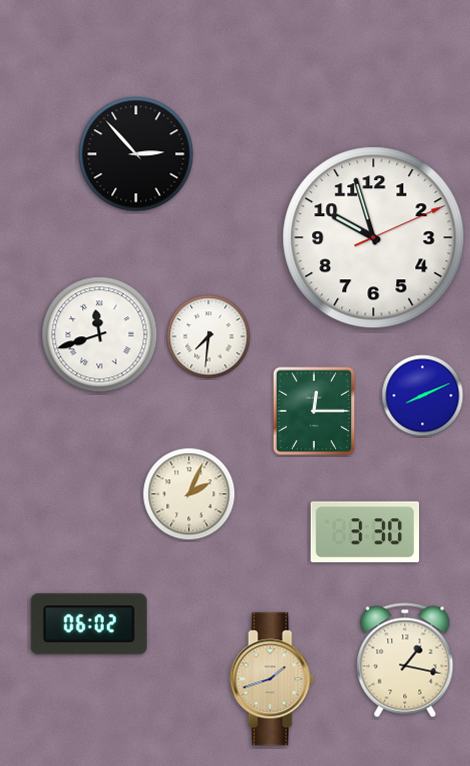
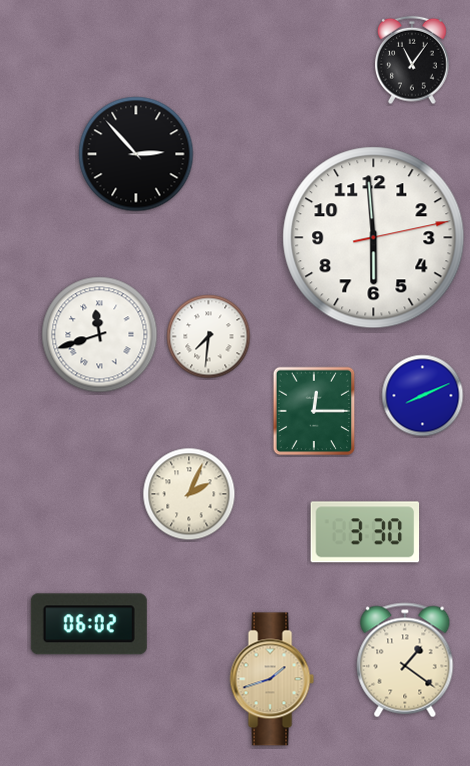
clock at (413, 60): none -> 11:06
clock at (374, 238): 9:57 -> 5:59
clock at (405, 660): 1:17 -> 1:21
